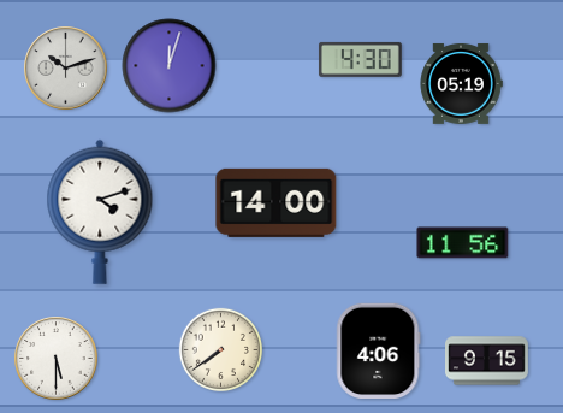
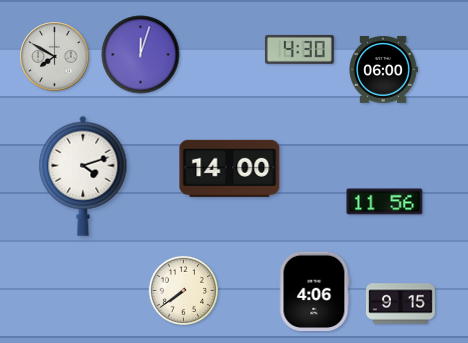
clock at (66, 69): 10:12 -> 7:50
clock at (461, 83): 05:19 -> 06:00
clock at (57, 359): 5:30 -> none
clock at (487, 361) position: (487, 361) -> (401, 304)
